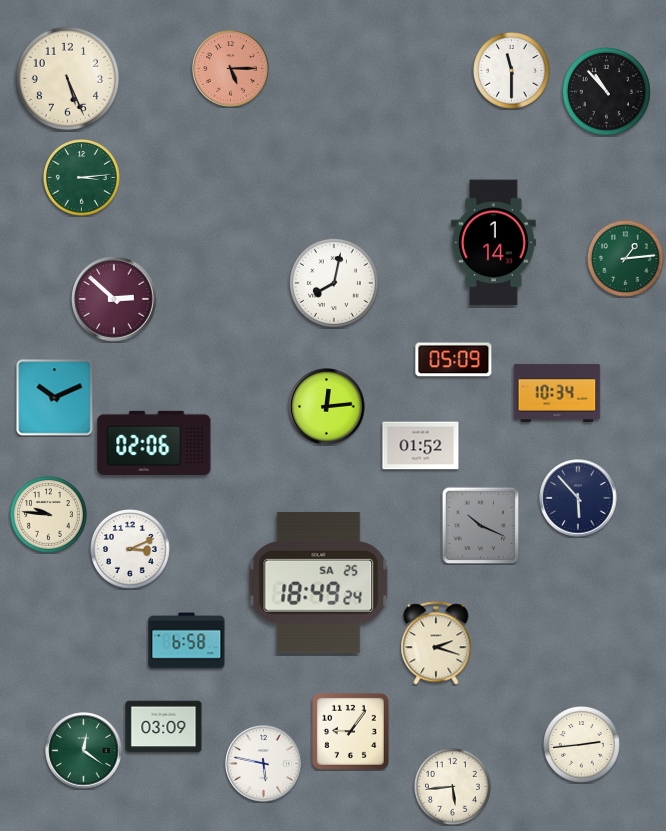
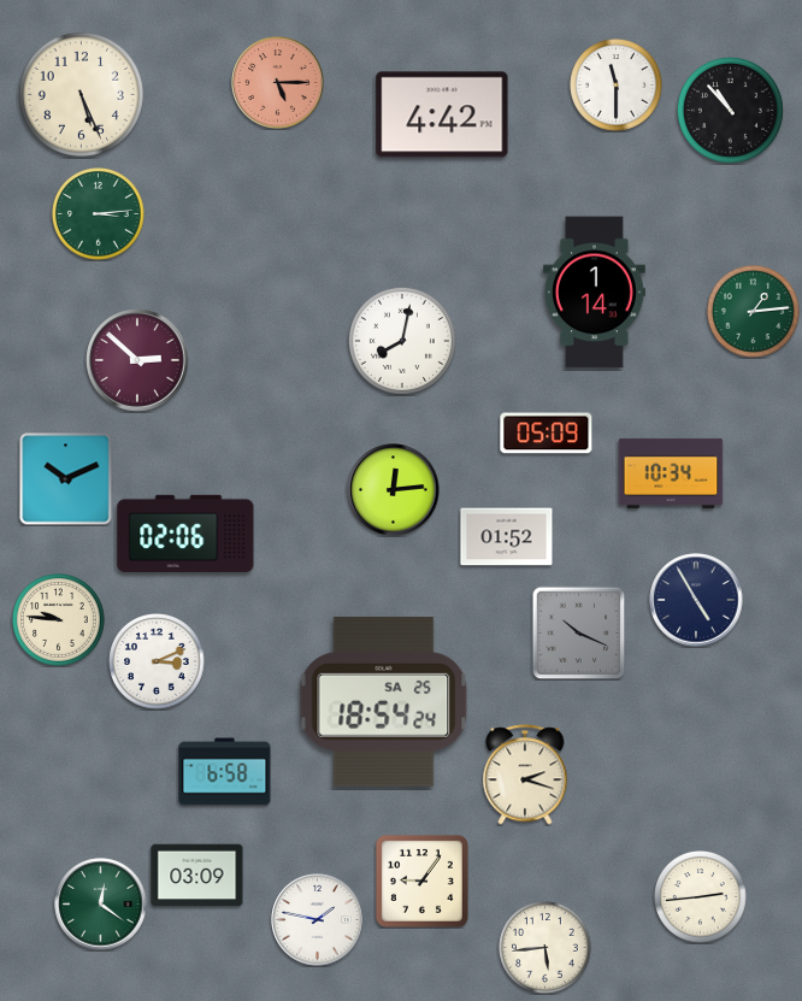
clock at (442, 114): none -> 4:42
clock at (578, 498): 5:53 -> 4:55
clock at (319, 582): 18:49 -> 18:54
clock at (264, 764): 5:47 -> 1:47
